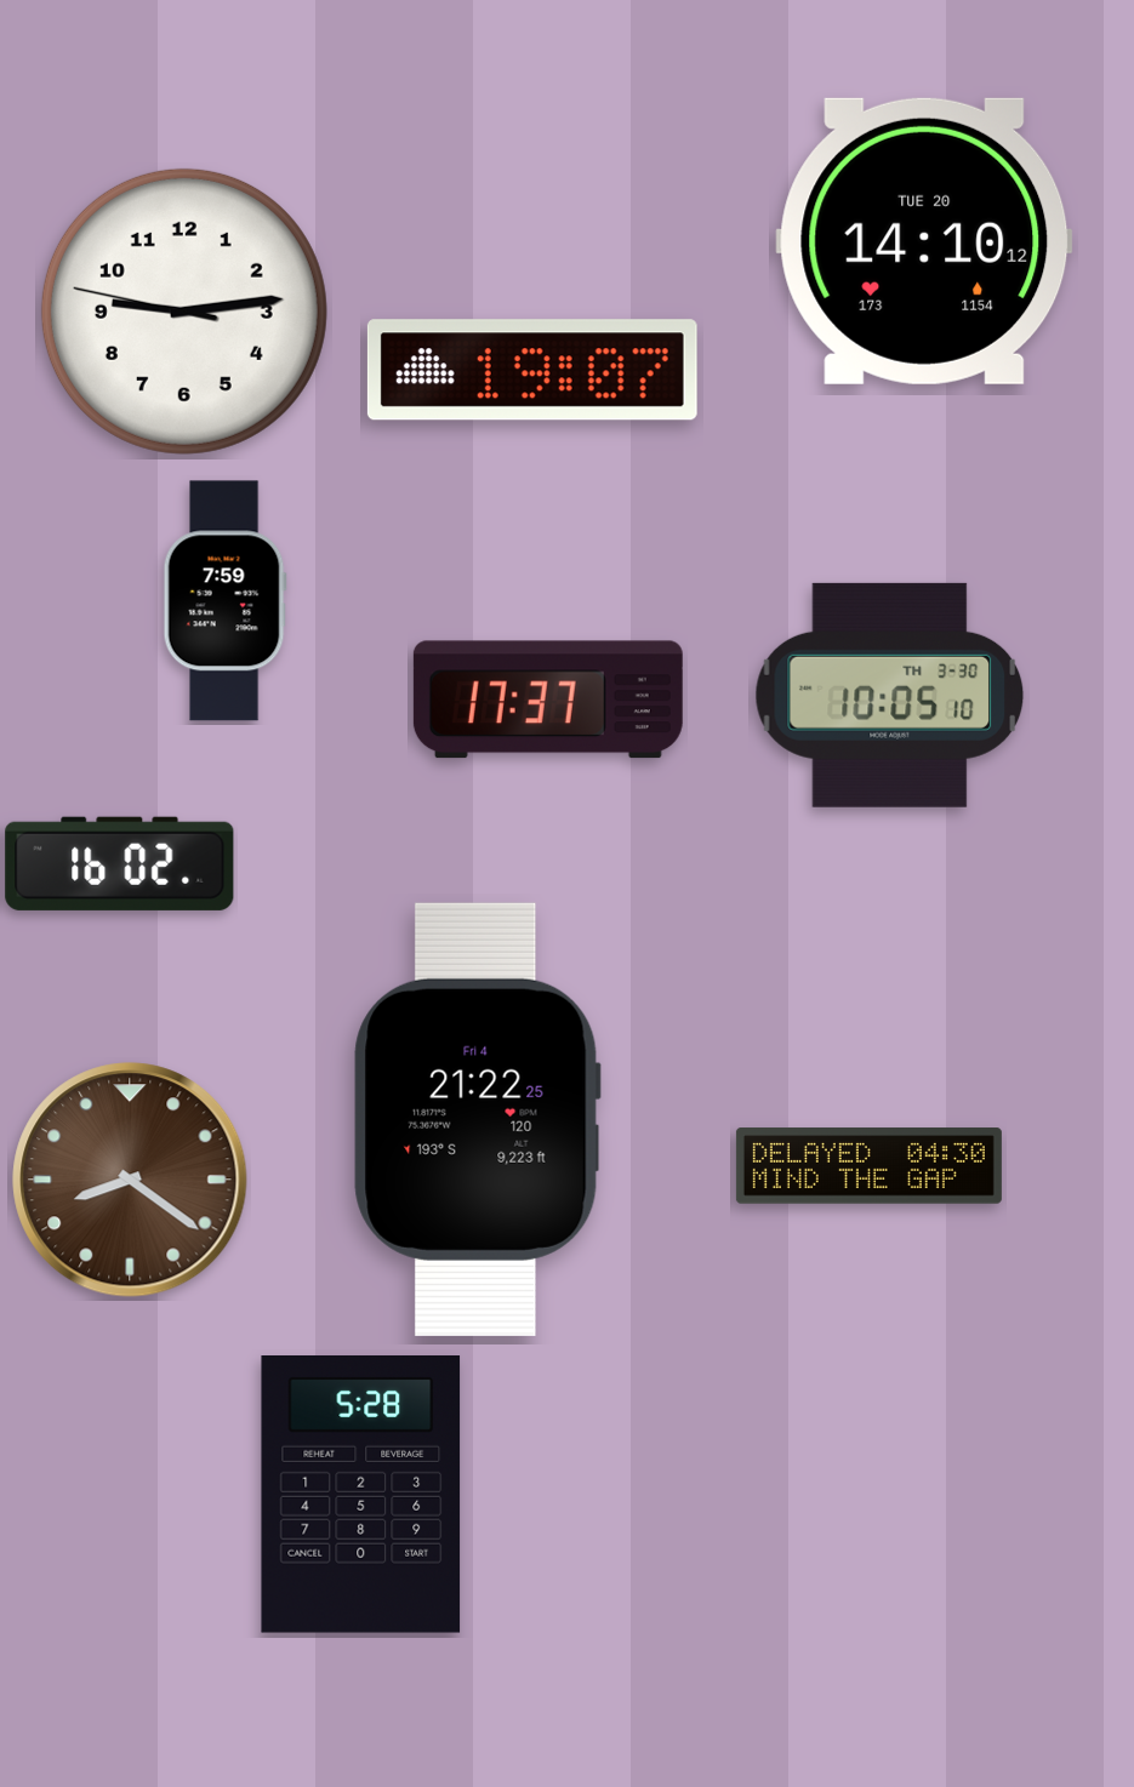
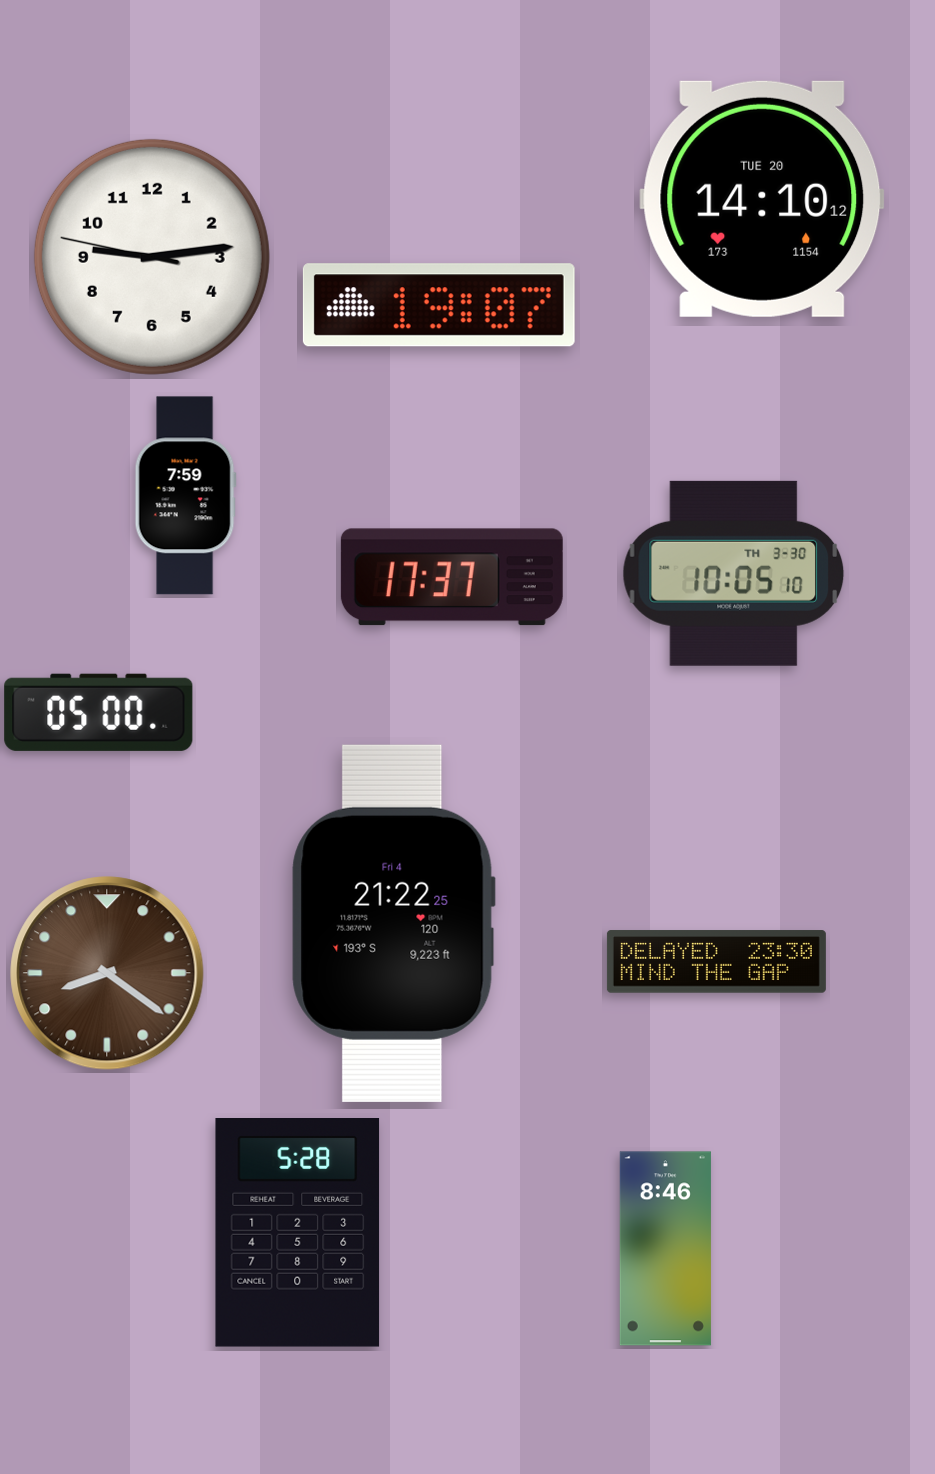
clock at (120, 863): 16:02 -> 05:00
clock at (868, 1166): 04:30 -> 23:30
clock at (665, 1249): none -> 8:46
